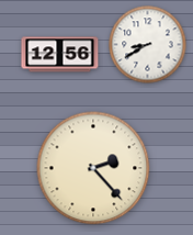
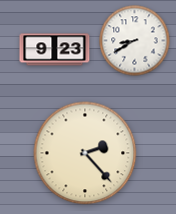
clock at (60, 55): 12:56 -> 9:23
